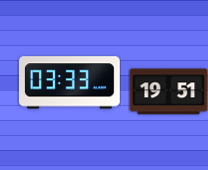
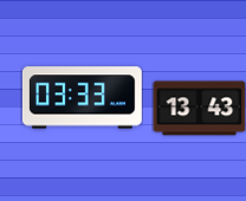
clock at (168, 92): 19:51 -> 13:43
